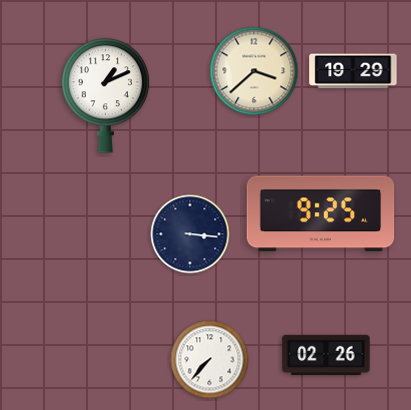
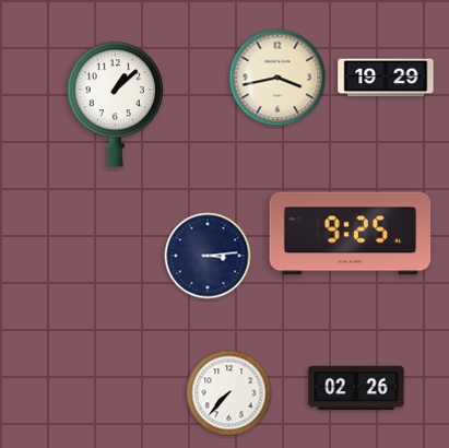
clock at (254, 71): 3:38 -> 3:43
clock at (105, 96): 1:11 -> 1:08
clock at (190, 234): 3:16 -> 3:14
